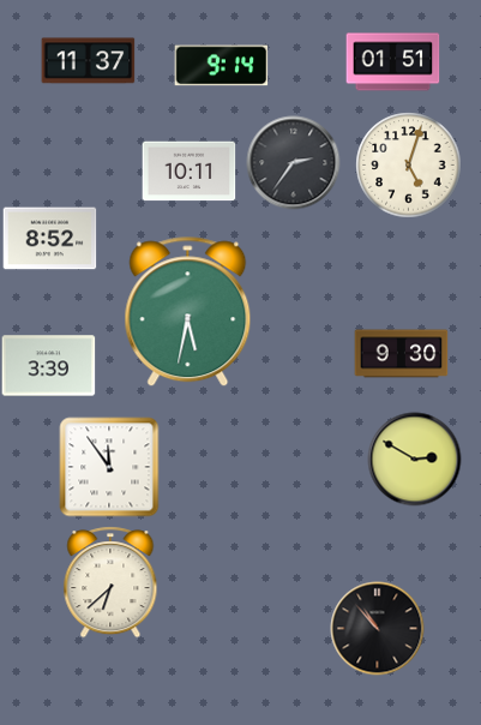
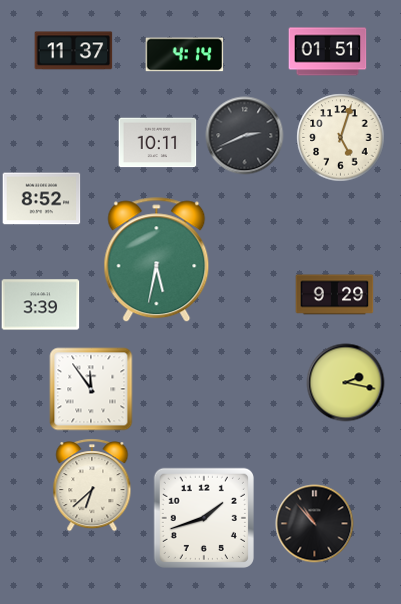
clock at (221, 66): 9:14 -> 4:14
clock at (293, 162): 2:36 -> 2:41
clock at (401, 354): 9:30 -> 9:29
clock at (414, 459): 2:50 -> 2:17
clock at (204, 518): none -> 1:42
